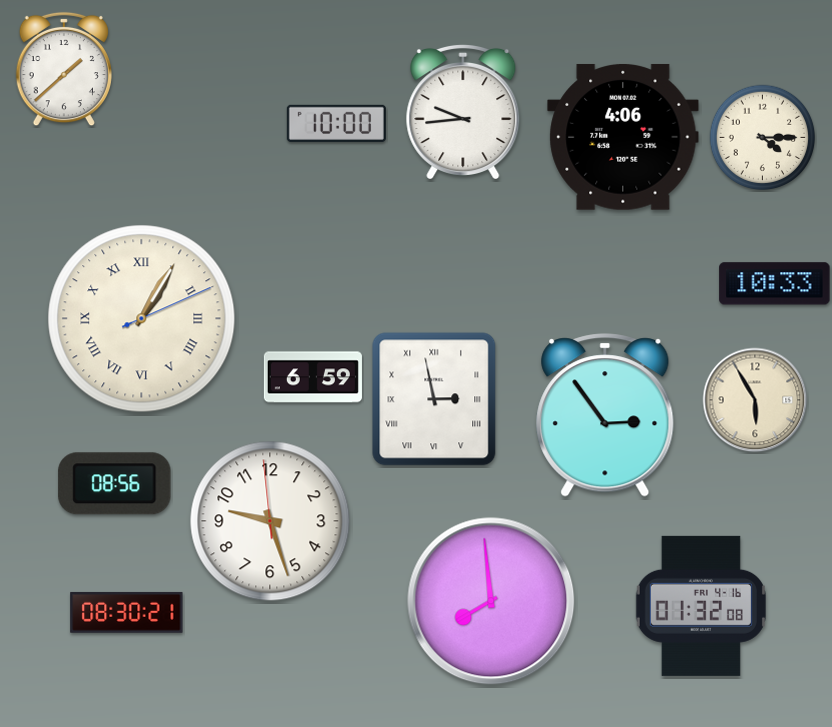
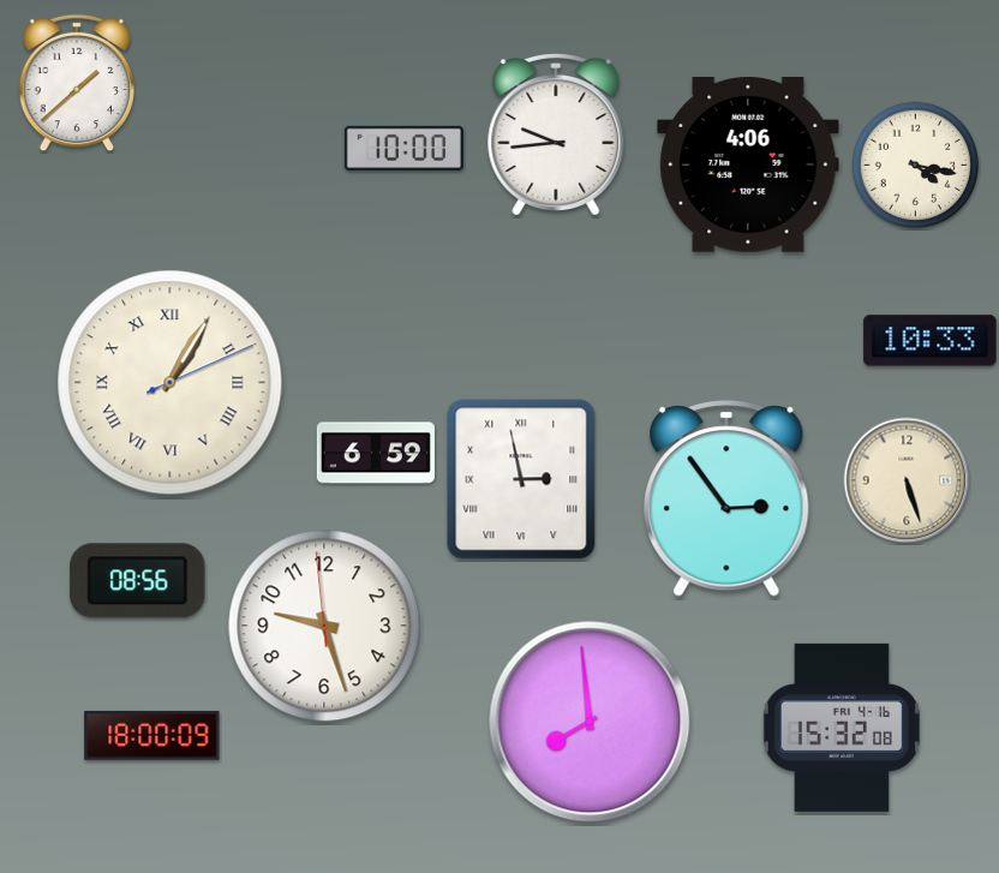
clock at (763, 138): 4:15 -> 4:17
clock at (755, 400): 5:55 -> 5:27
clock at (701, 606): 01:32 -> 15:32
clock at (127, 612): 08:30 -> 18:00
